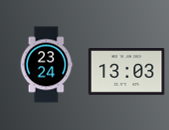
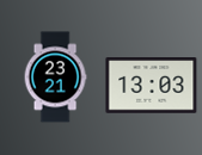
clock at (46, 65): 23:24 -> 23:21
